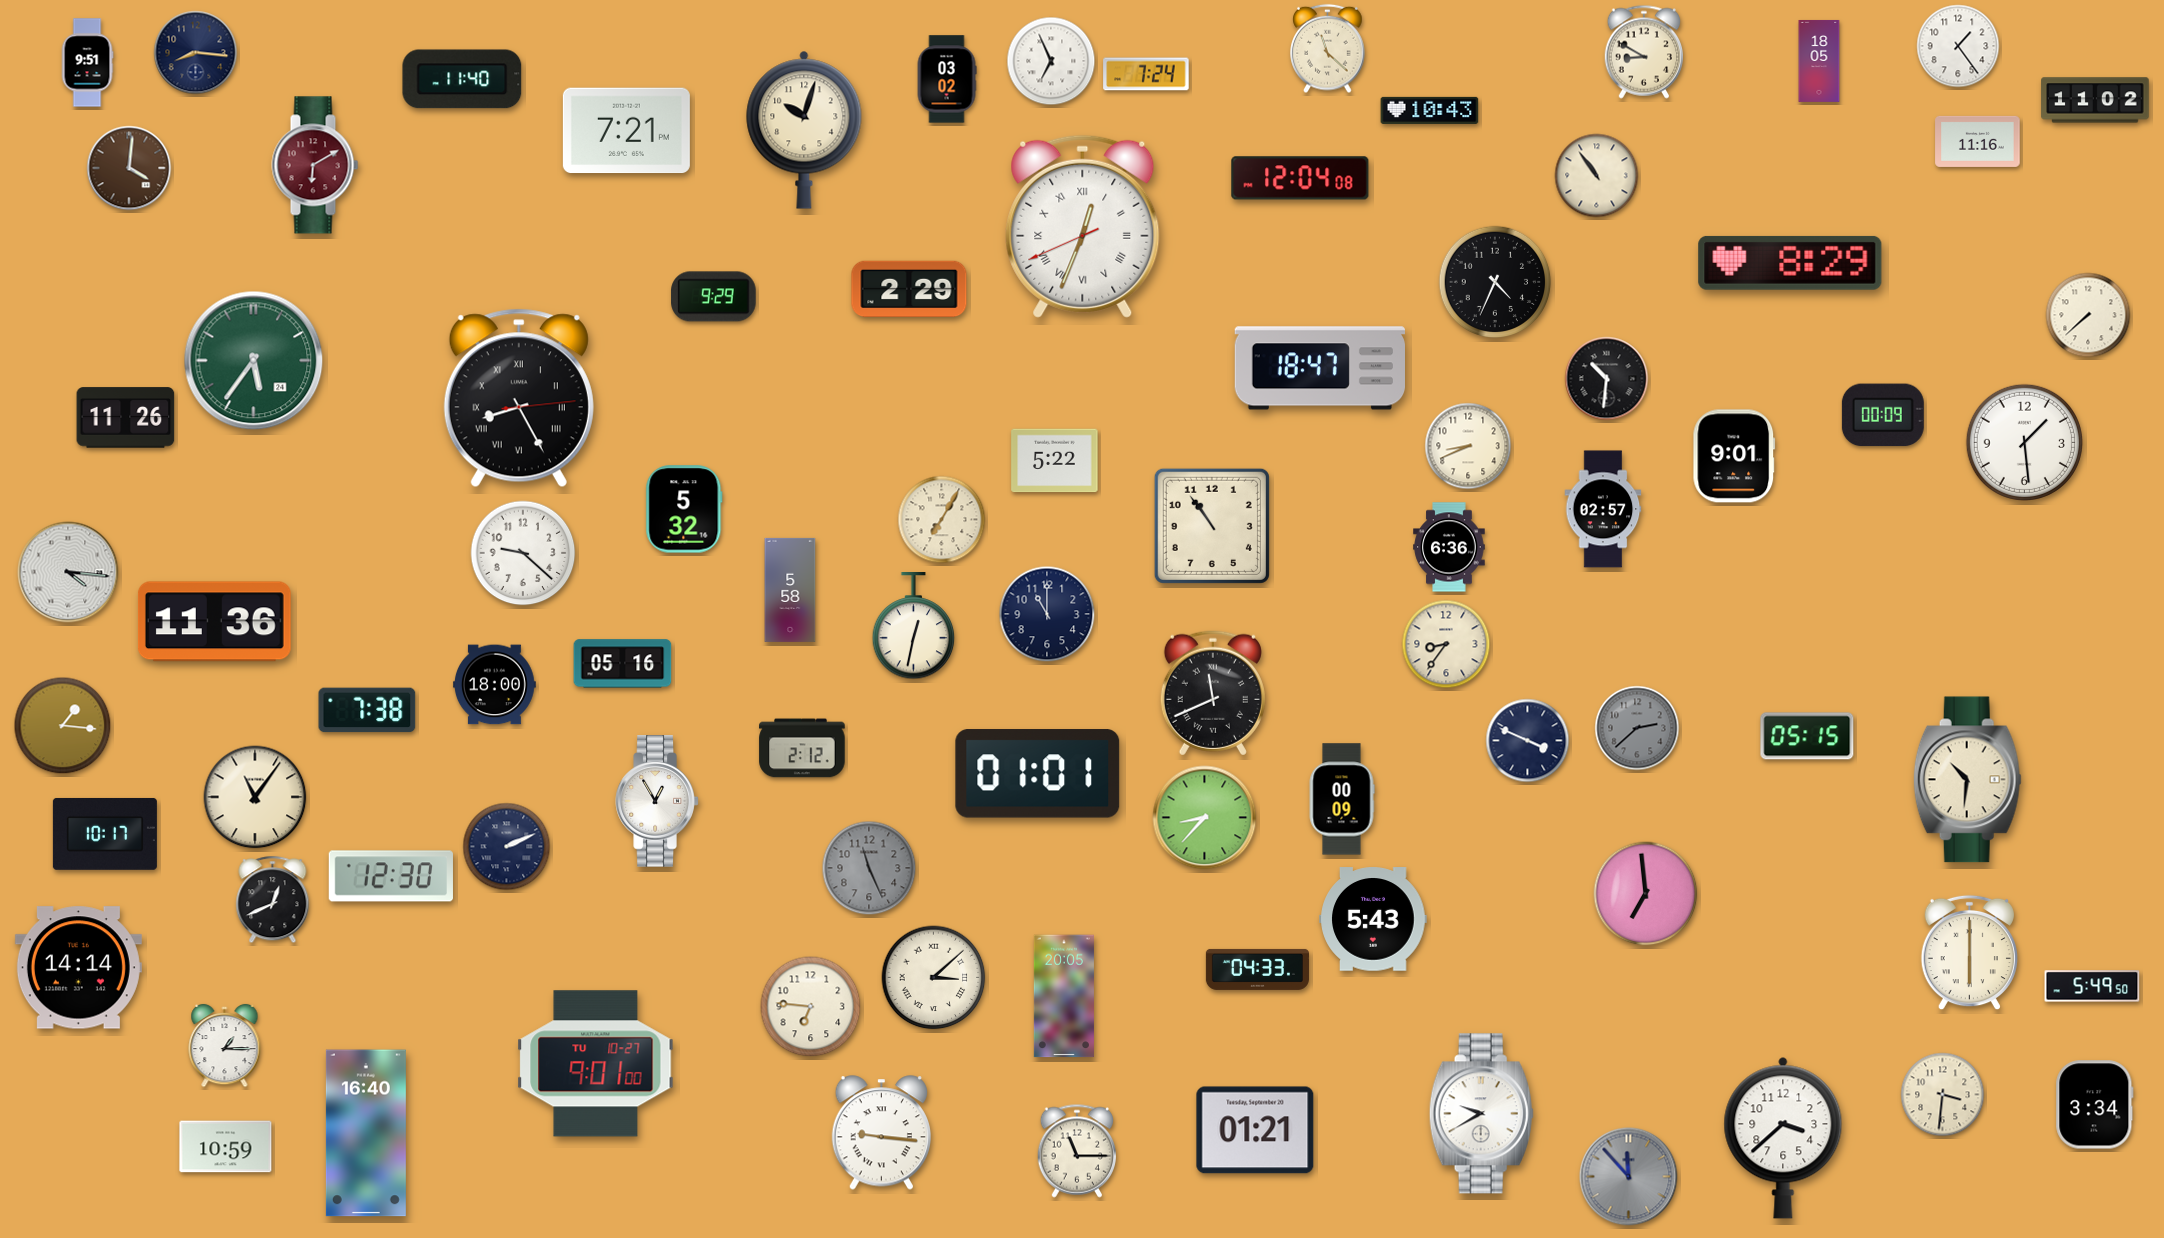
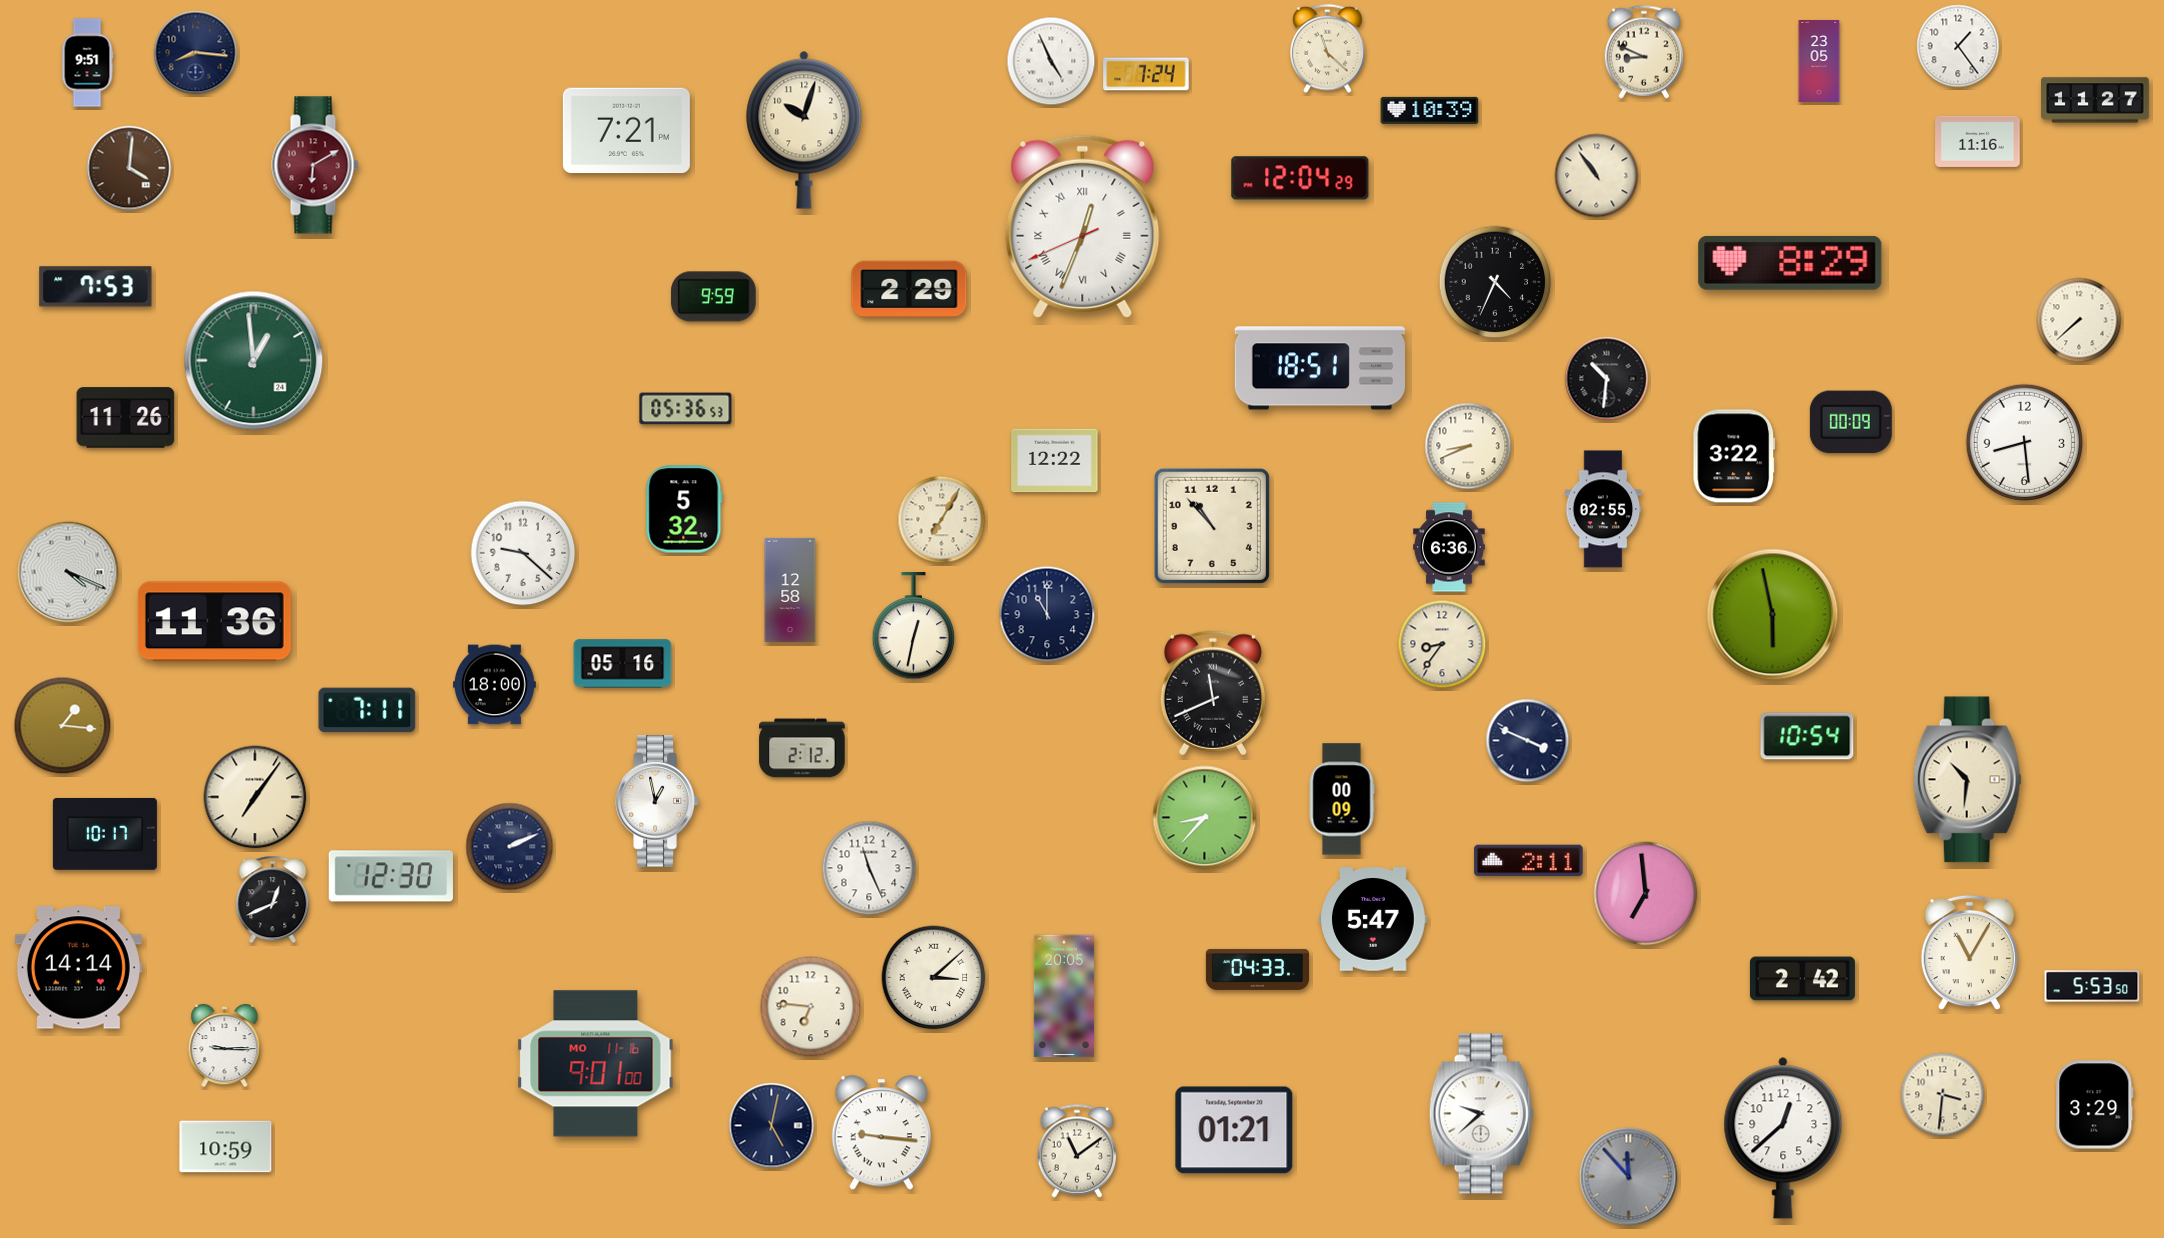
clock at (1644, 52): 8:50 -> 8:49
clock at (1051, 61): 6:56 -> 4:56
clock at (1819, 61): 18:05 -> 23:05
clock at (462, 79): 11:40 -> none
clock at (947, 79): 03:02 -> none
clock at (2095, 100): 11:02 -> 11:27
clock at (1430, 110): 10:43 -> 10:39
clock at (1300, 178): 12:04:08 -> 12:04:29
clock at (96, 287): none -> 7:53
clock at (714, 297): 9:29 -> 9:59
clock at (2088, 315) position: (2088, 315) -> (2079, 320)
clock at (254, 361): 5:36 -> 12:59
clock at (1319, 368): 18:47 -> 18:51
clock at (519, 398): 8:25 -> none
clock at (686, 409): none -> 05:36
clock at (1883, 415) position: (1883, 415) -> (1851, 422)
clock at (2024, 442): 1:29 -> 8:29
clock at (1734, 456): 9:01 -> 3:22
clock at (1055, 461): 5:22 -> 12:22
clock at (1603, 509): 02:57 -> 02:55
clock at (1212, 526): 10:54 -> 10:53
clock at (68, 572): 4:16 -> 4:19
clock at (790, 590): 5:58 -> 12:58
clock at (1773, 615): none -> 5:58
clock at (1446, 644) position: (1446, 644) -> (1442, 644)
clock at (367, 710): 7:38 -> 7:11
clock at (1637, 728): 2:38 -> none
clock at (1807, 736): 05:15 -> 10:54
clock at (1038, 774): 01:01 -> none
clock at (255, 797): 11:06 -> 7:06
clock at (657, 801): 12:55 -> 12:58
clock at (507, 847) position: (507, 847) -> (510, 847)
clock at (1529, 861): none -> 2:11
clock at (869, 868) dial: grey -> white
clock at (1373, 919): 5:43 -> 5:47
clock at (1969, 953): 6:00 -> 11:05
clock at (1802, 979): none -> 2:42
clock at (2092, 986): 5:49 -> 5:53
clock at (225, 1046): 1:15 -> 9:15
clock at (596, 1064) date: TU 10-27 -> MO 11-16
clock at (2095, 1105): 3:34 -> 3:29
clock at (1481, 1114): 9:40 -> 9:38
clock at (772, 1126): none -> 5:02
clock at (1255, 1130) position: (1255, 1130) -> (1234, 1130)
clock at (366, 1133): 16:40 -> none
clock at (1783, 1138): 3:38 -> 12:38
clock at (1077, 1151): 11:15 -> 11:09
